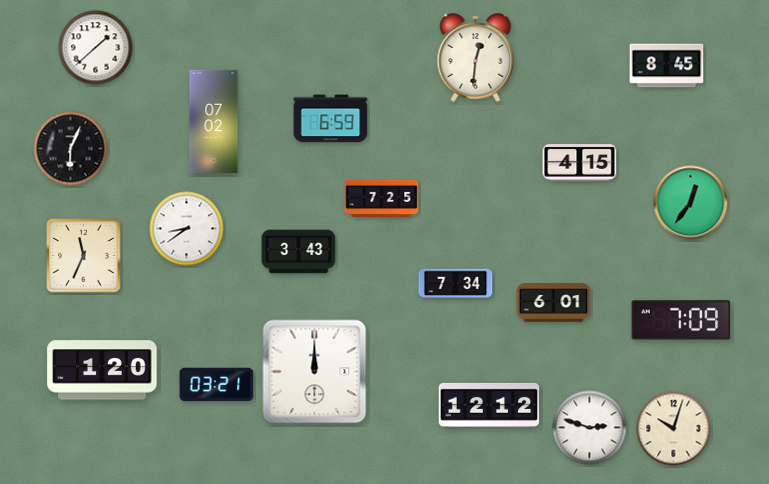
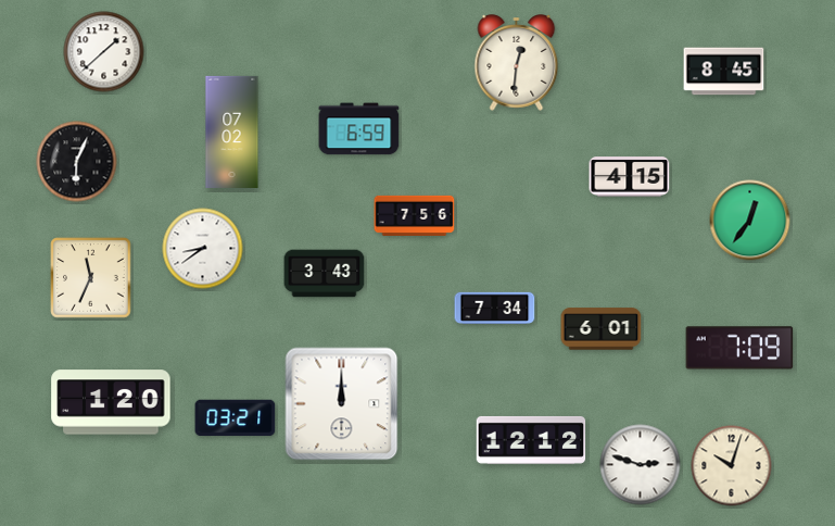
clock at (382, 198): 7:25 -> 7:56
